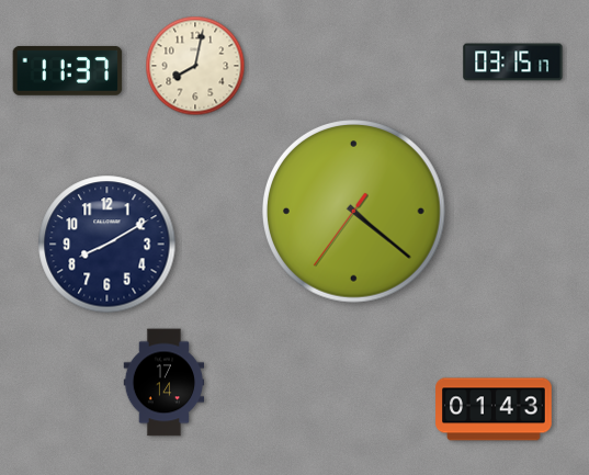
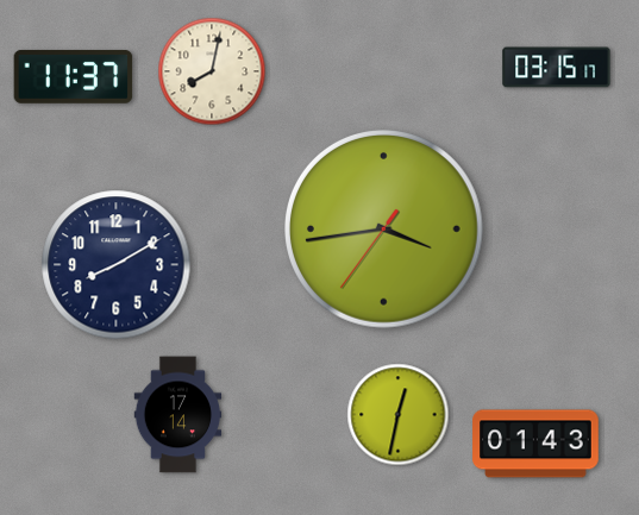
clock at (354, 212): 4:21 -> 3:43
clock at (399, 415): none -> 12:32
